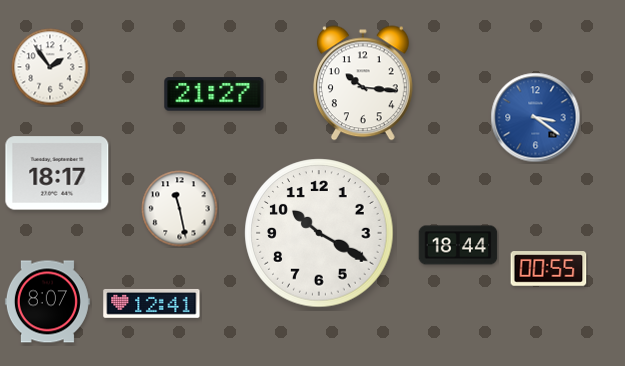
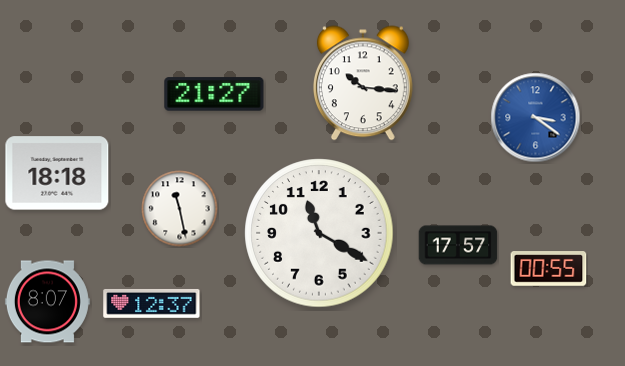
clock at (50, 67): 1:54 -> none
clock at (57, 173): 18:17 -> 18:18
clock at (319, 233): 10:20 -> 11:20
clock at (458, 245): 18:44 -> 17:57
clock at (152, 304): 12:41 -> 12:37
